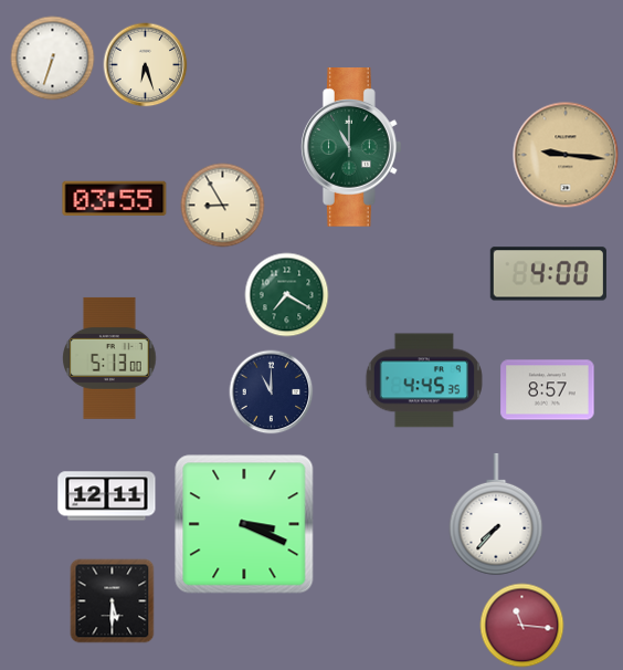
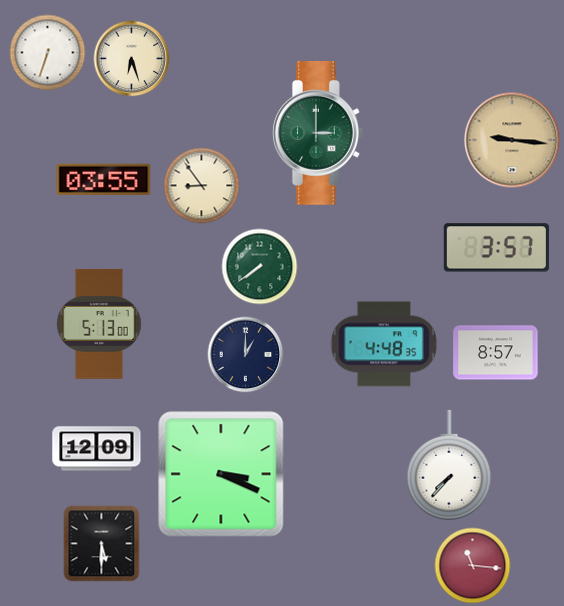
clock at (352, 148): 11:00 -> 3:00
clock at (223, 206): 8:55 -> 8:54
clock at (548, 274): 4:00 -> 3:57
clock at (287, 295): 7:20 -> 7:39
clock at (424, 380): 4:45 -> 4:48
clock at (272, 392): 11:00 -> 1:00
clock at (107, 496): 12:11 -> 12:09
